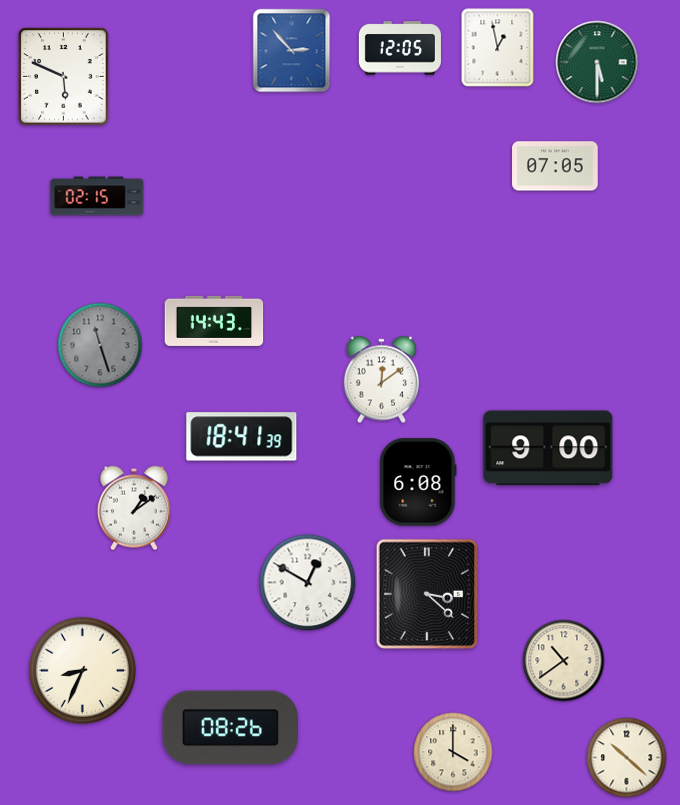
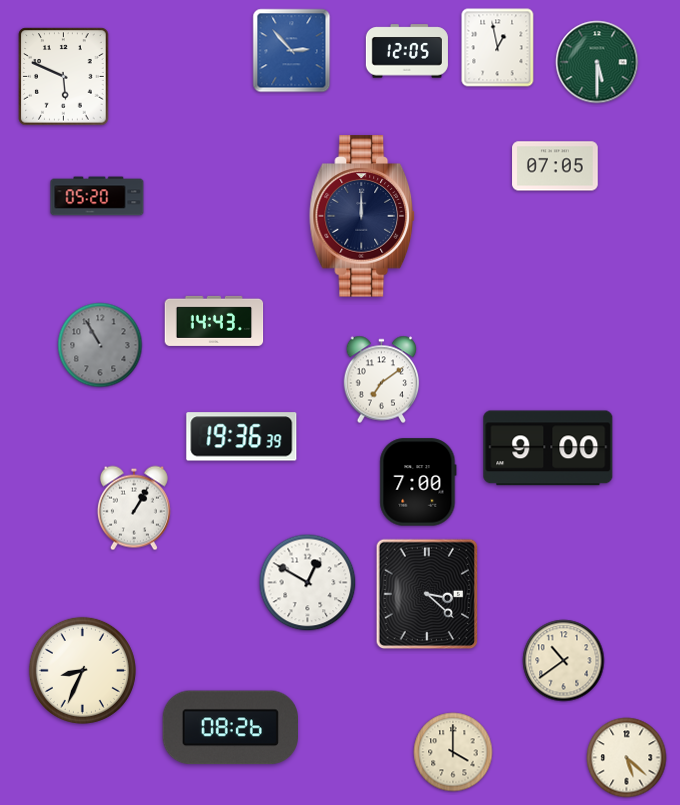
clock at (400, 48) position: (400, 48) -> (407, 51)
clock at (97, 196): 02:15 -> 05:20
clock at (363, 216): none -> 12:00
clock at (100, 345): 11:27 -> 10:55
clock at (382, 380): 12:09 -> 7:09
clock at (242, 437): 18:41 -> 19:36
clock at (418, 482): 6:08 -> 7:00
clock at (134, 508): 1:09 -> 1:05
clock at (627, 758): 10:22 -> 5:22
